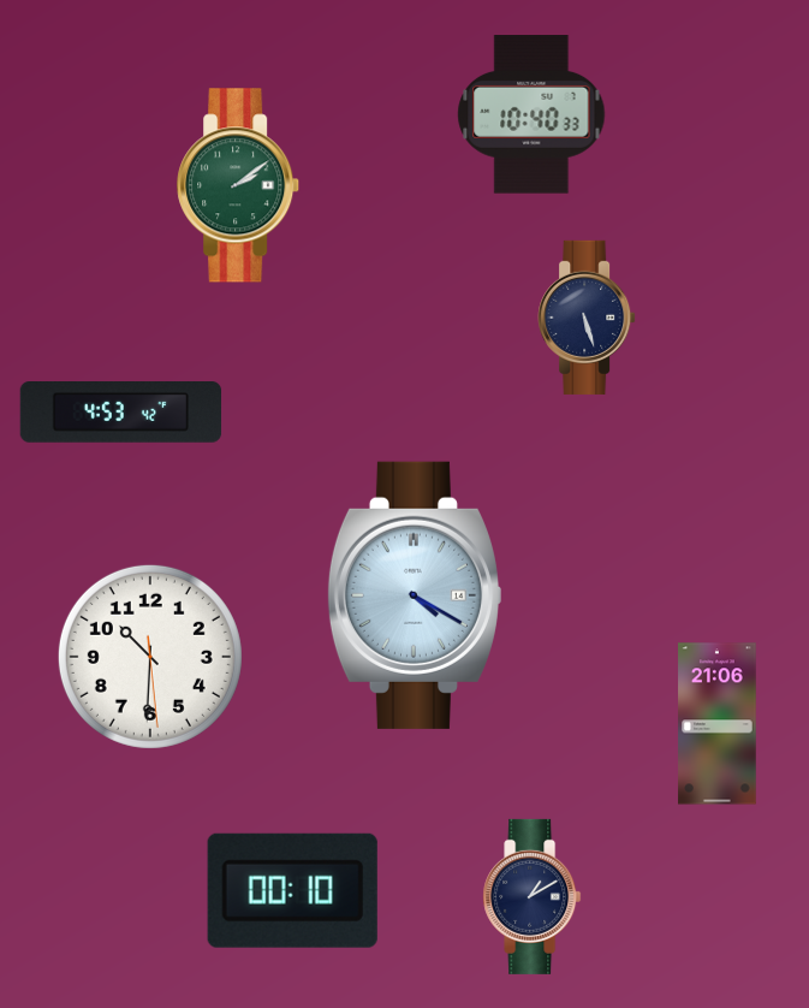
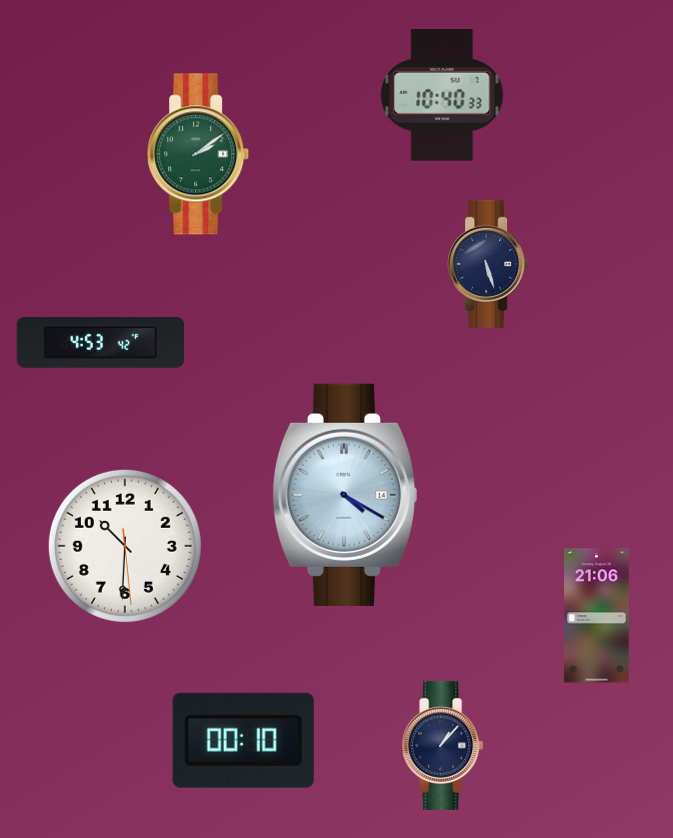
clock at (718, 724) position: (718, 724) -> (597, 616)
clock at (533, 896): 1:10 -> 1:07
